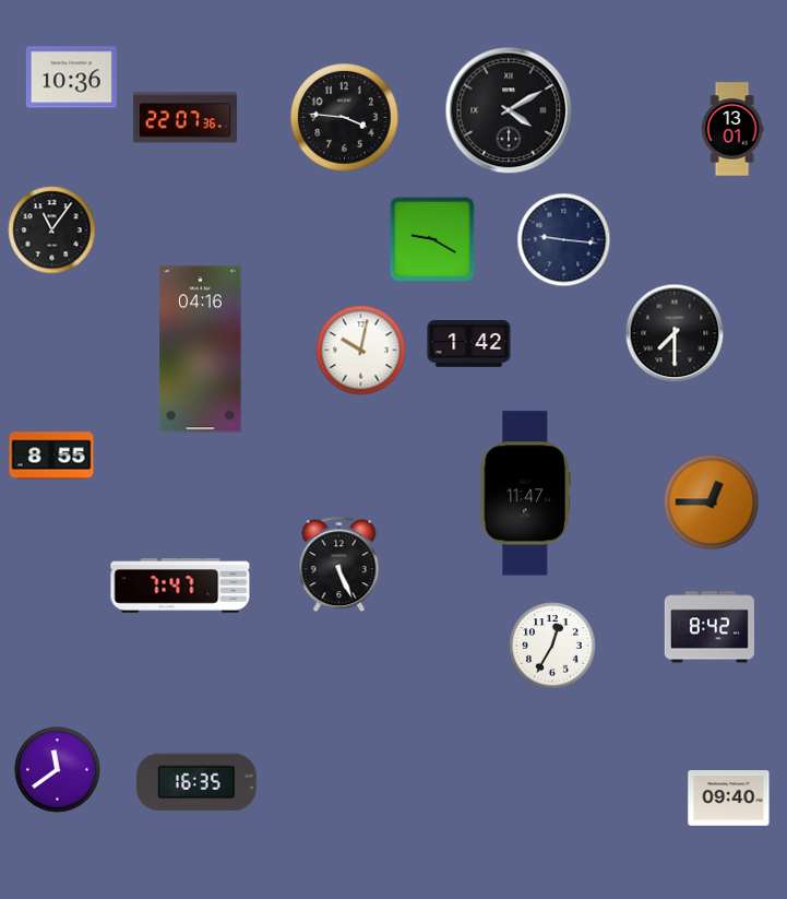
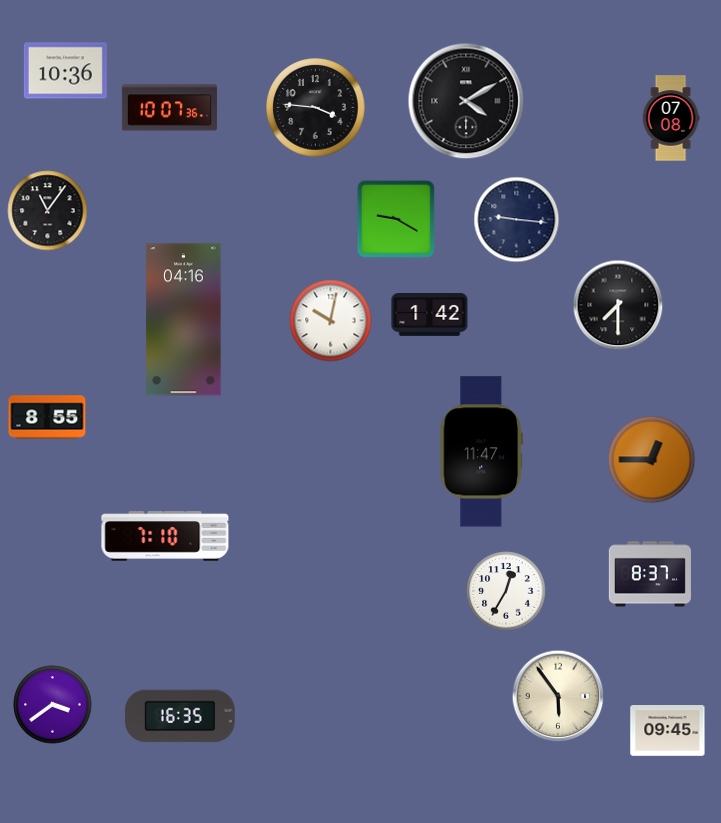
clock at (184, 118): 22:07 -> 10:07
clock at (732, 129): 13:01 -> 07:08
clock at (339, 565): 5:26 -> none
clock at (180, 585): 7:47 -> 7:10
clock at (710, 627): 8:42 -> 8:37
clock at (558, 696): none -> 5:54
clock at (58, 770): 11:39 -> 3:39
clock at (729, 799): 09:40 -> 09:45
